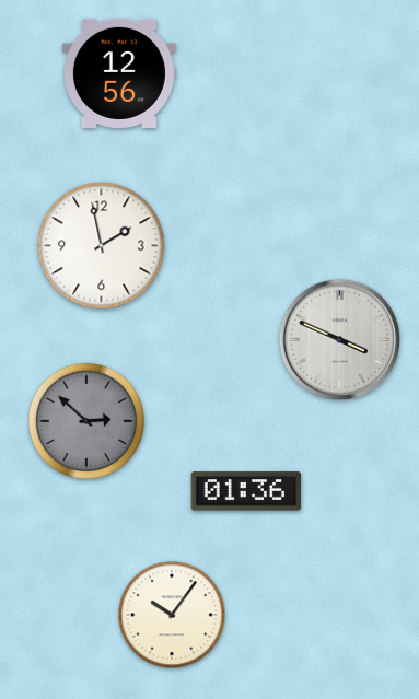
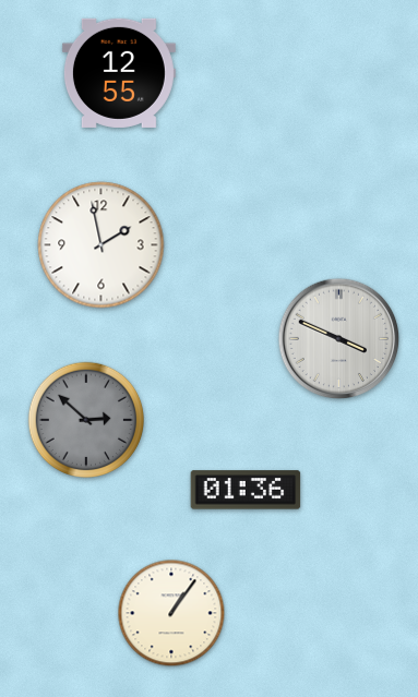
clock at (119, 73): 12:56 -> 12:55
clock at (172, 615): 10:06 -> 1:06
